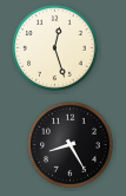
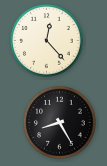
clock at (55, 48): 12:27 -> 12:23
